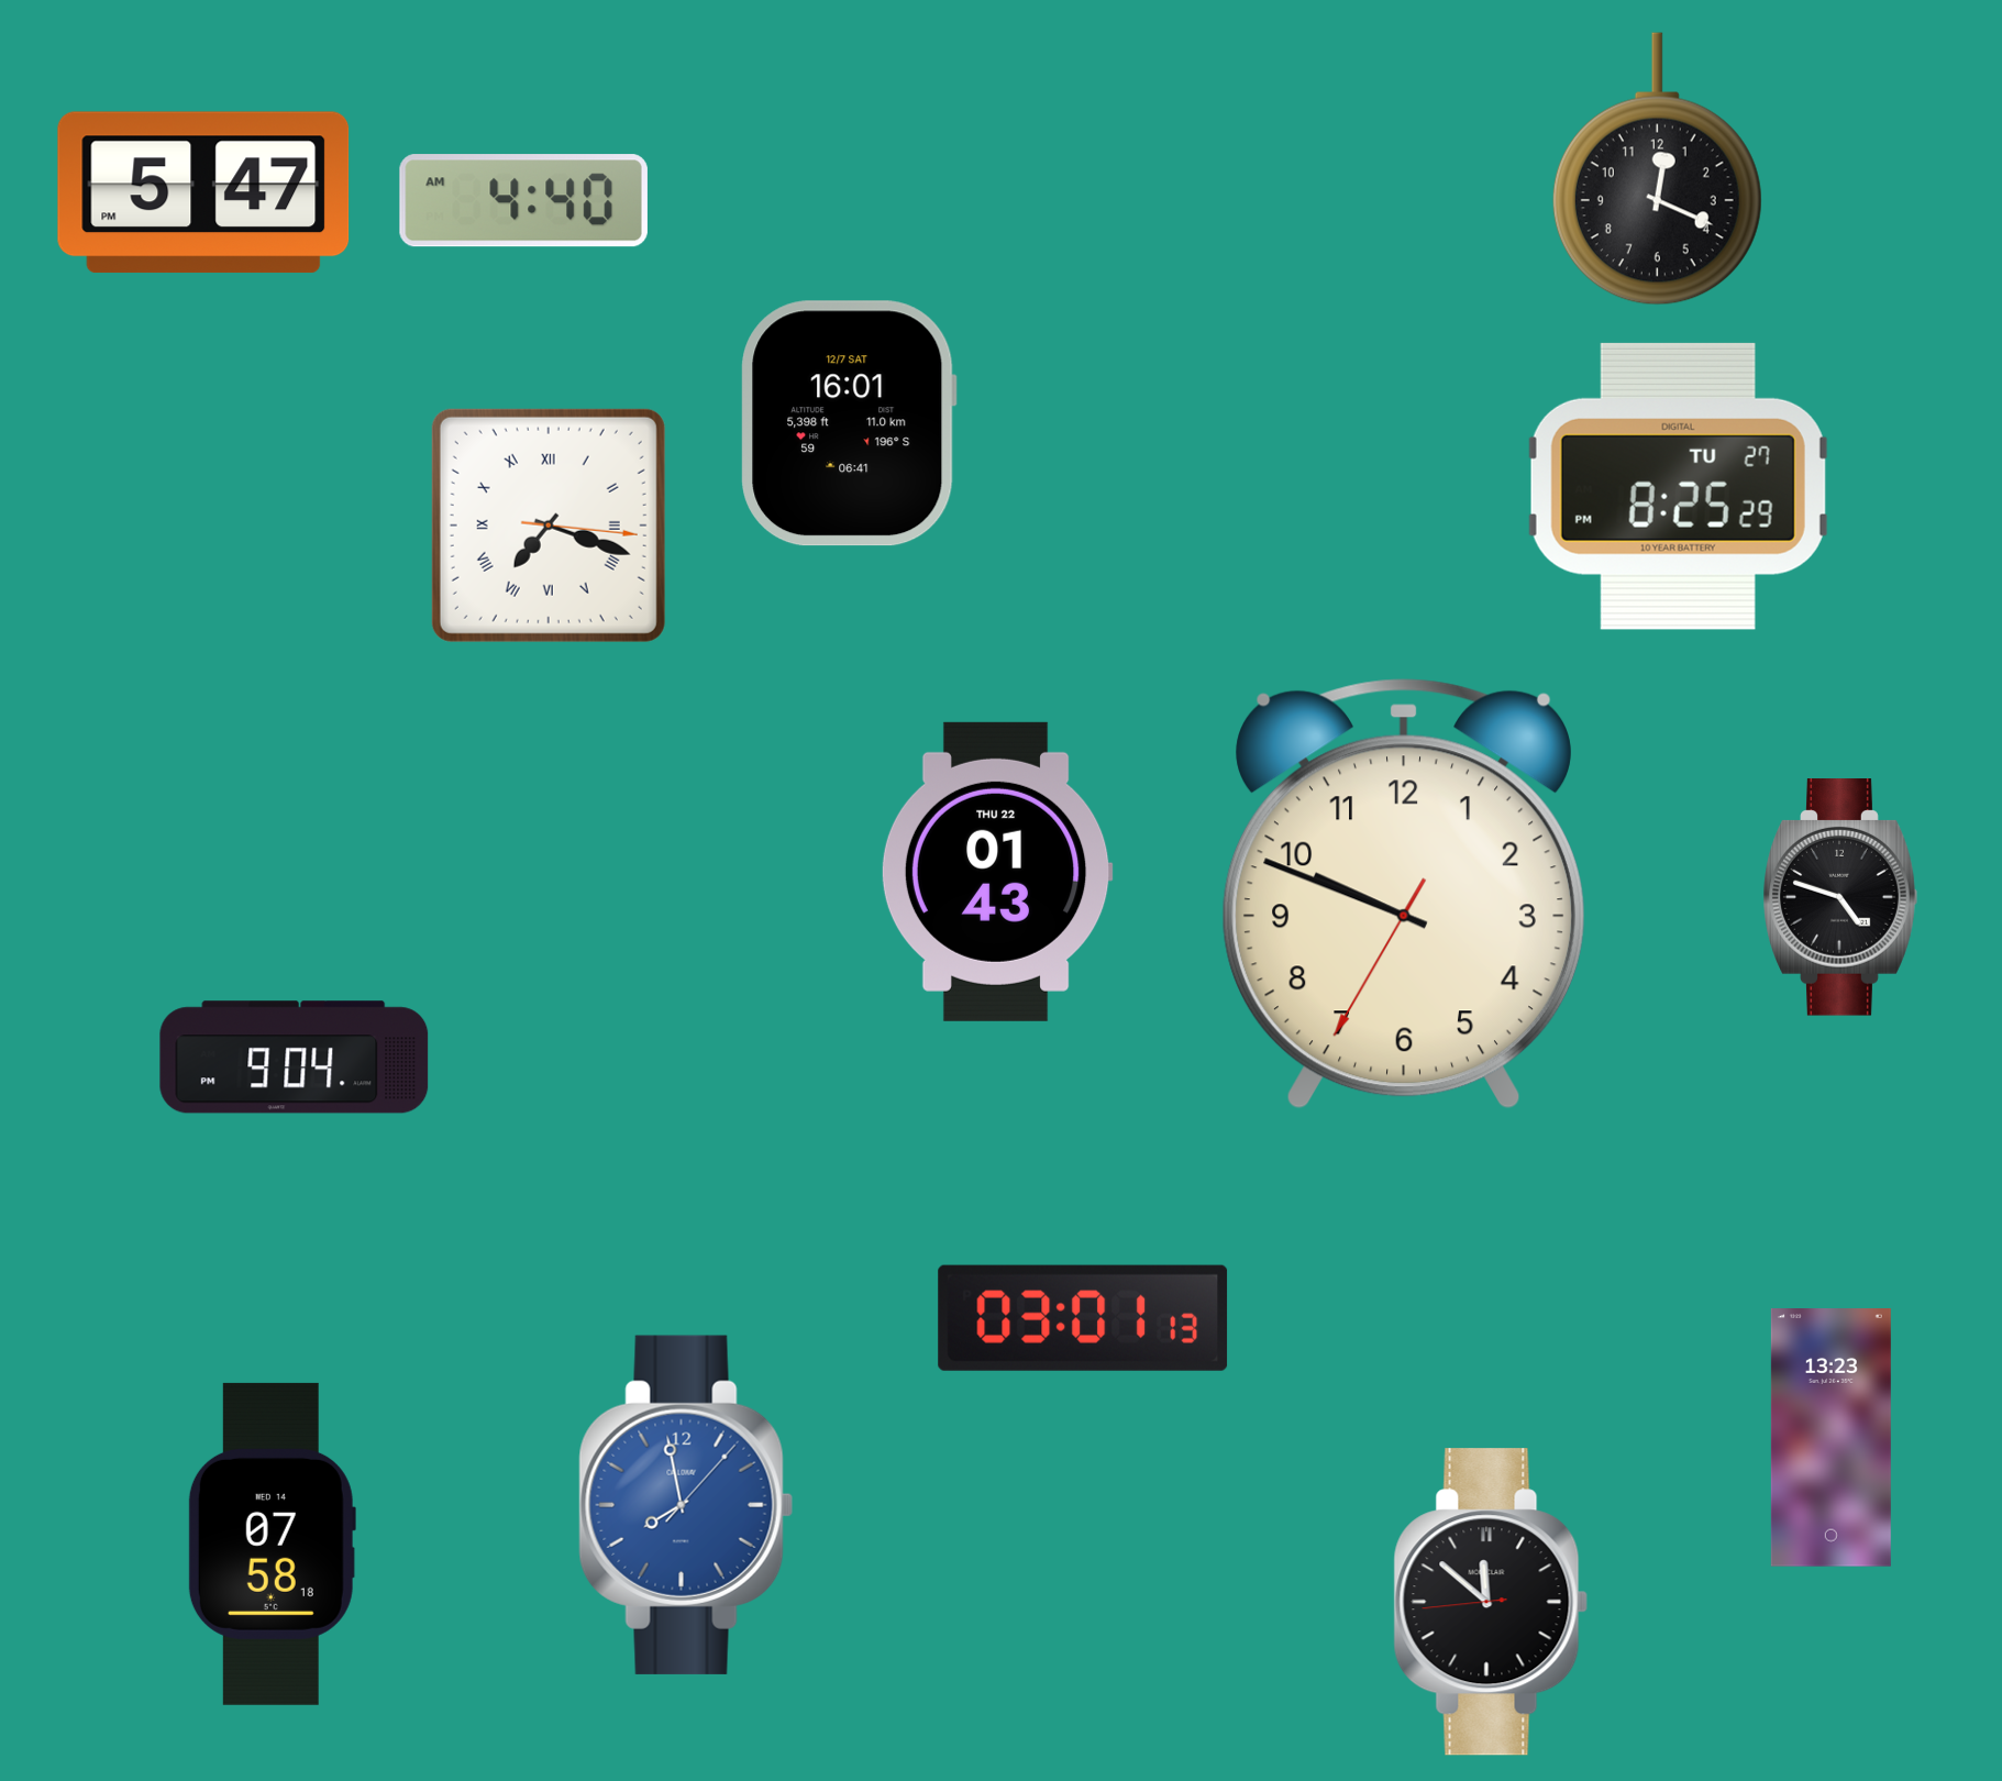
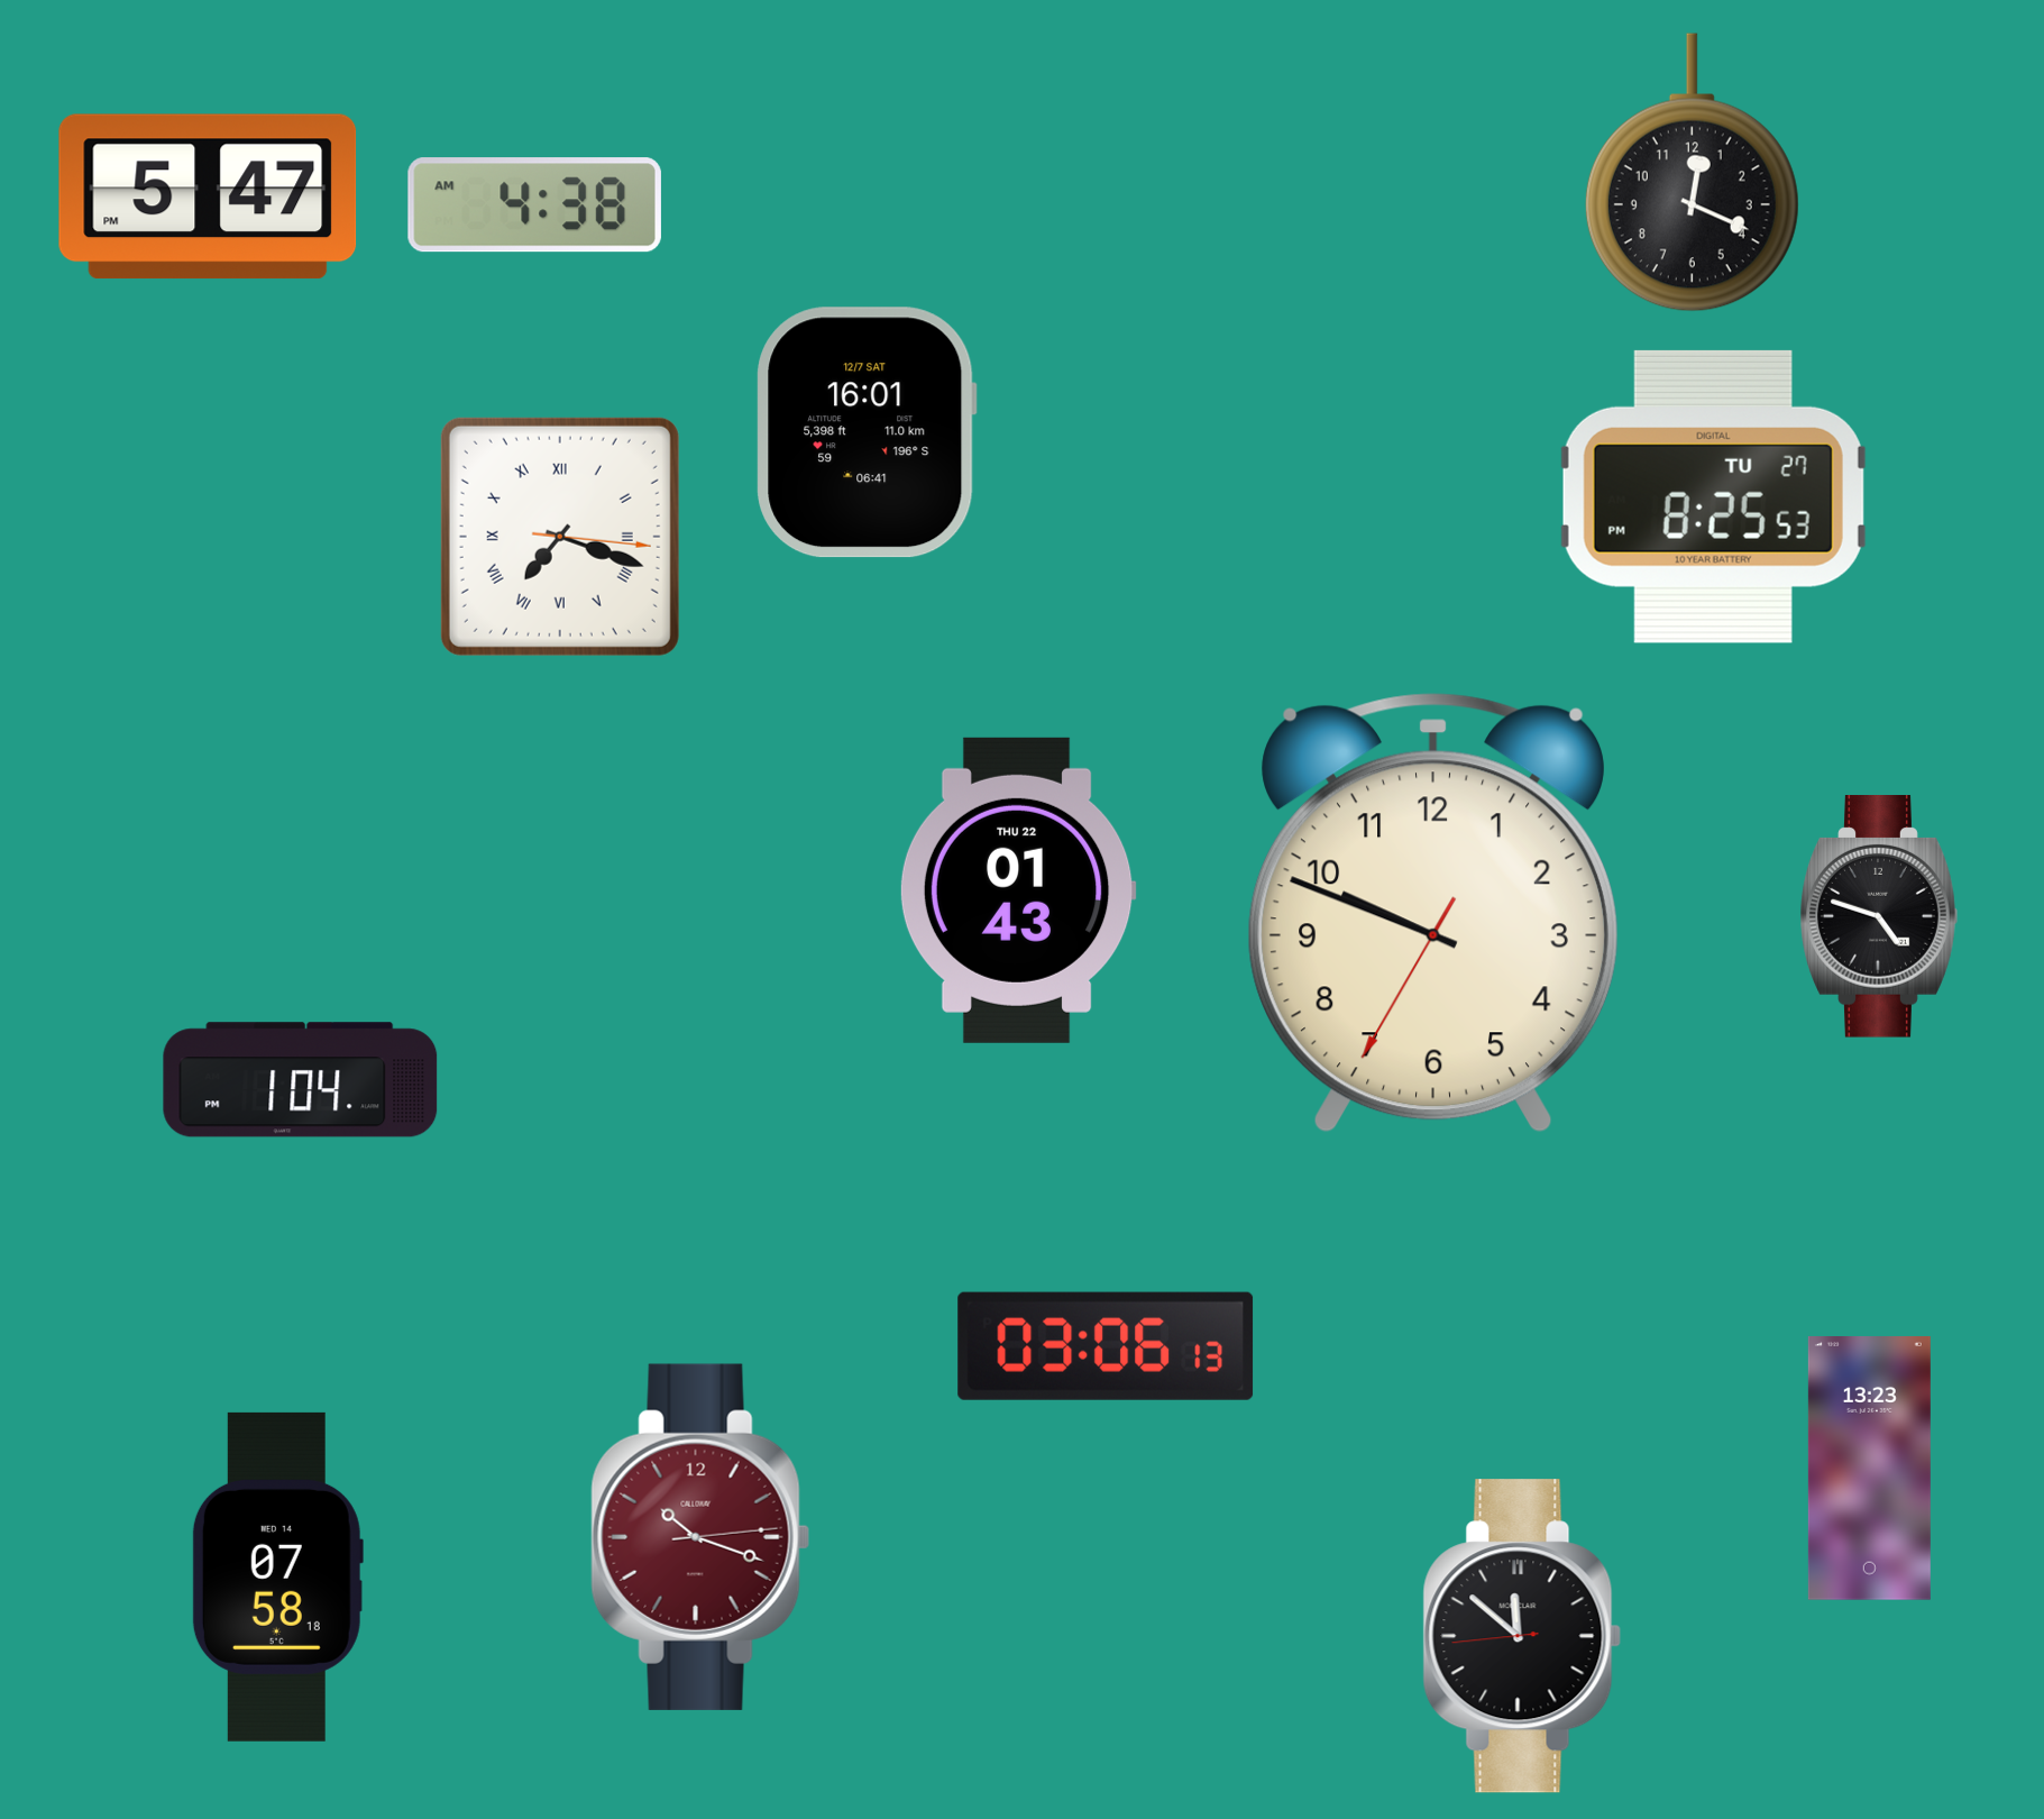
clock at (523, 201): 4:40 -> 4:38
clock at (1678, 486): 8:25:29 PM -> 8:25:53 PM
clock at (295, 1058): 9:04 -> 1:04
clock at (1083, 1318): 03:01 -> 03:06
clock at (686, 1505): 7:58 -> 10:18
clock at (686, 1505) dial: blue -> burgundy
